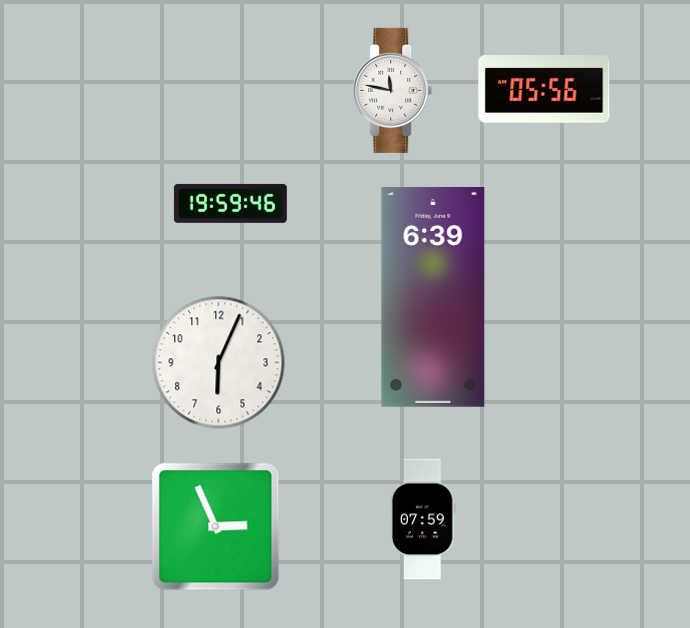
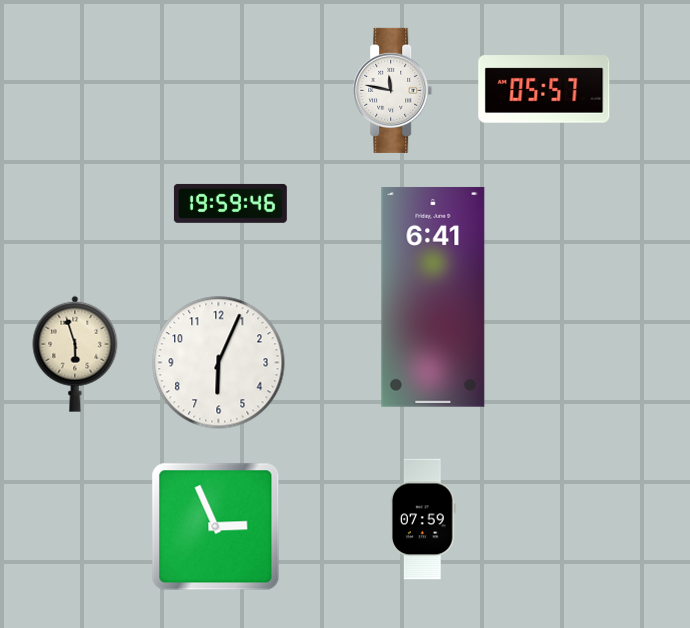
clock at (544, 89): 05:56 -> 05:57
clock at (433, 297): 6:39 -> 6:41
clock at (75, 354): none -> 5:57
